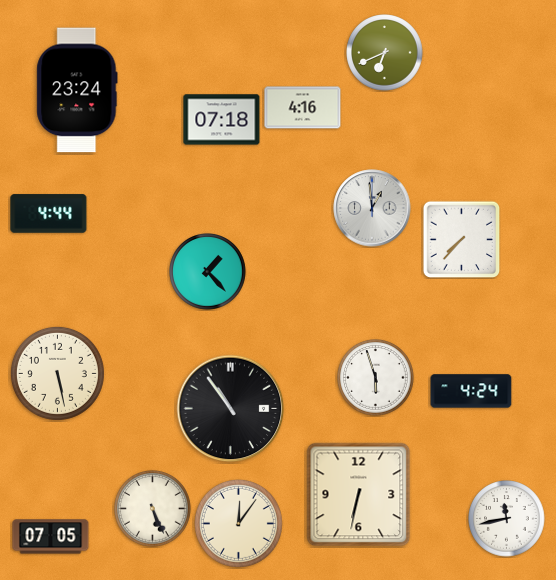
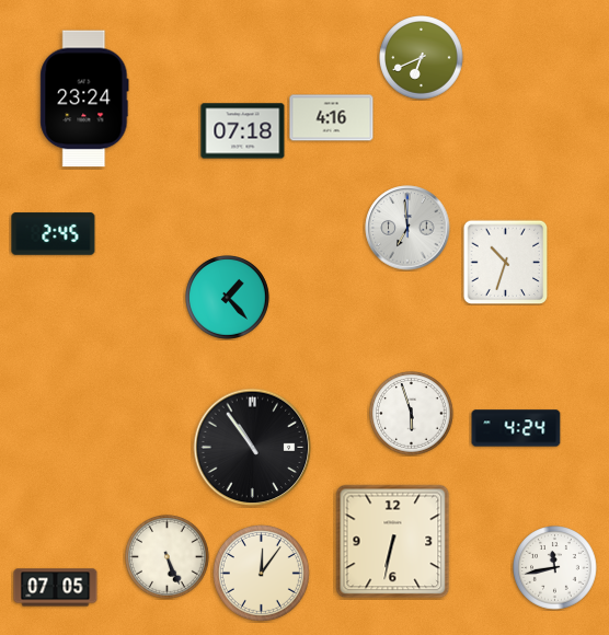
clock at (372, 208): 12:59 -> 6:59
clock at (49, 214): 4:44 -> 2:45
clock at (461, 239): 7:37 -> 10:33
clock at (57, 373): 5:28 -> none
